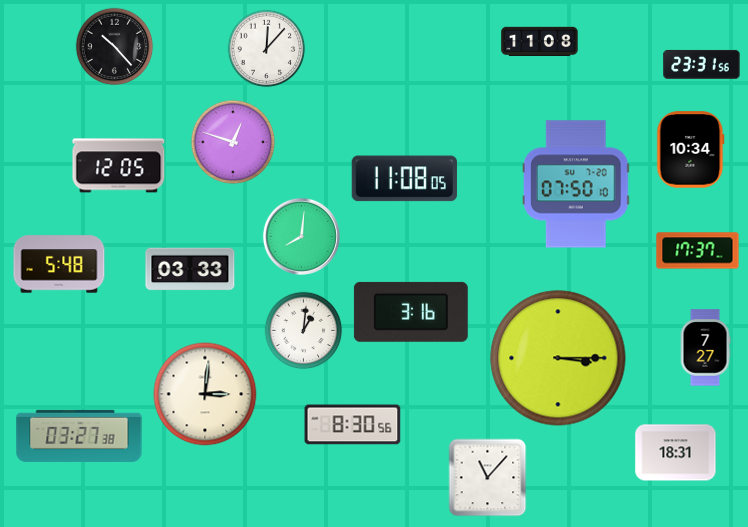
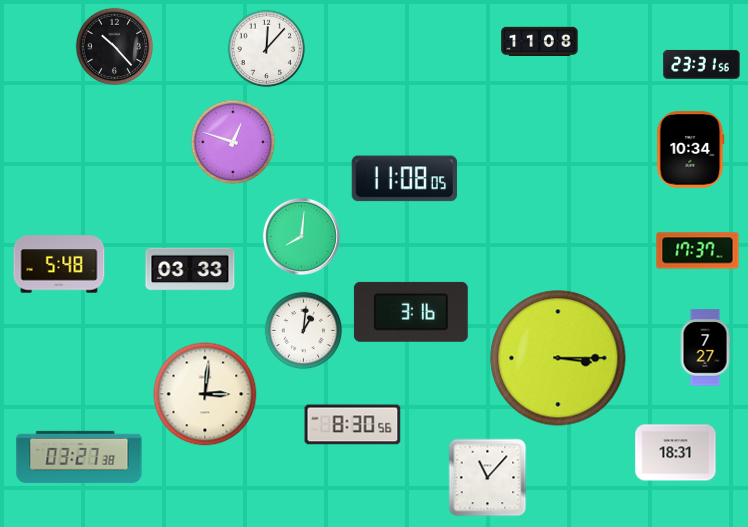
clock at (119, 166): 12:05 -> none
clock at (576, 184): 07:50 -> none
clock at (79, 436) position: (79, 436) -> (79, 457)
